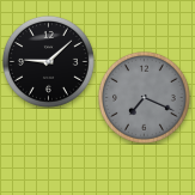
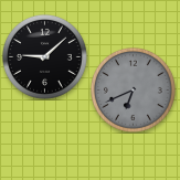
clock at (145, 98): 7:19 -> 6:41
